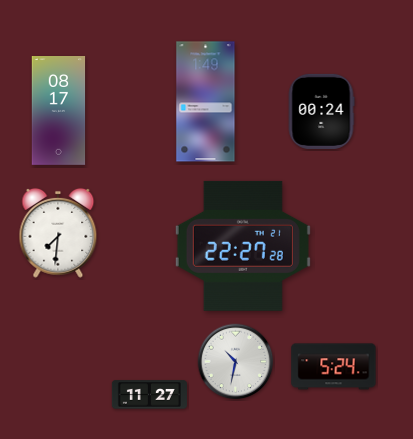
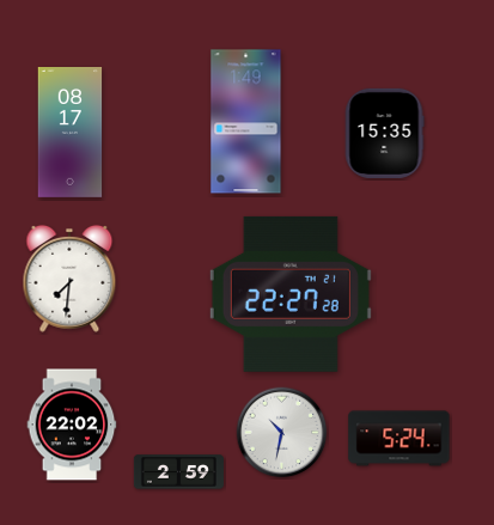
clock at (321, 111): 00:24 -> 15:35
clock at (72, 425): none -> 22:02
clock at (149, 395): 11:27 -> 2:59
